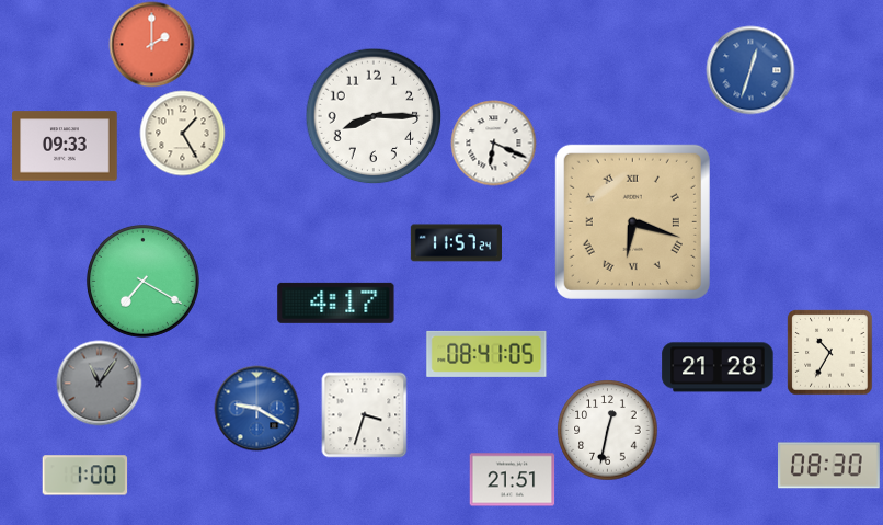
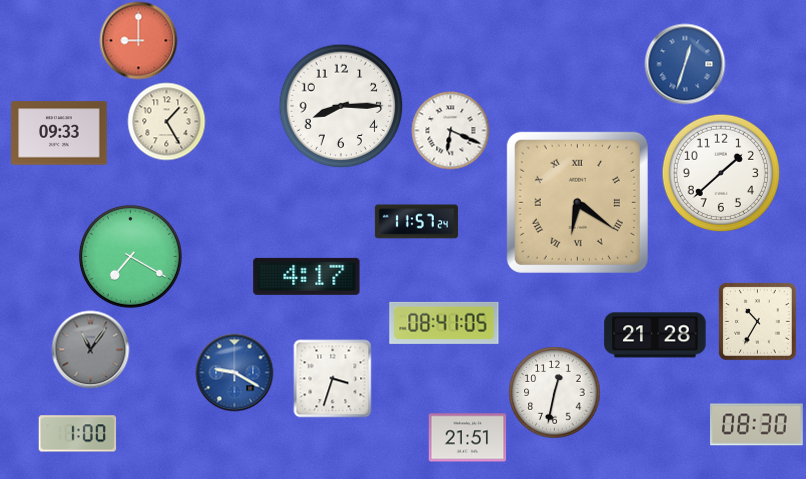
clock at (151, 44): 2:00 -> 9:00
clock at (720, 172): none -> 1:38
clock at (632, 221): 6:18 -> 6:21
